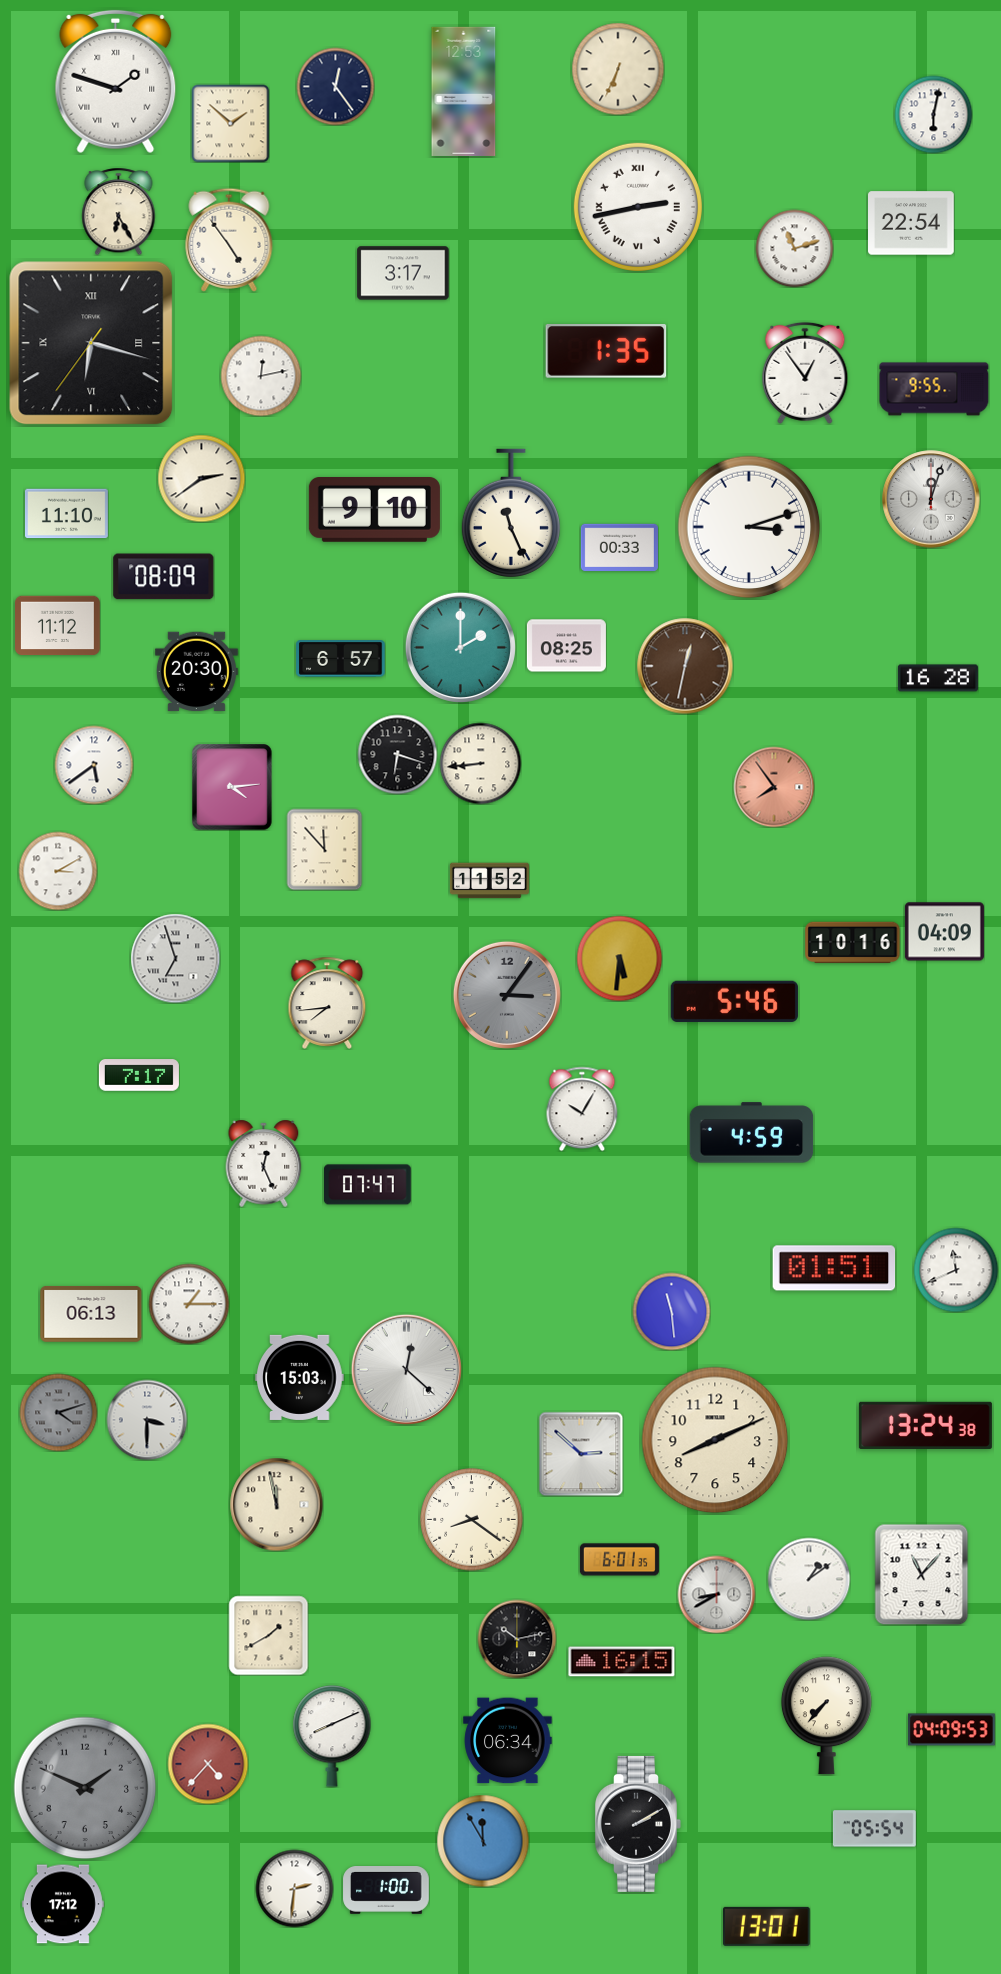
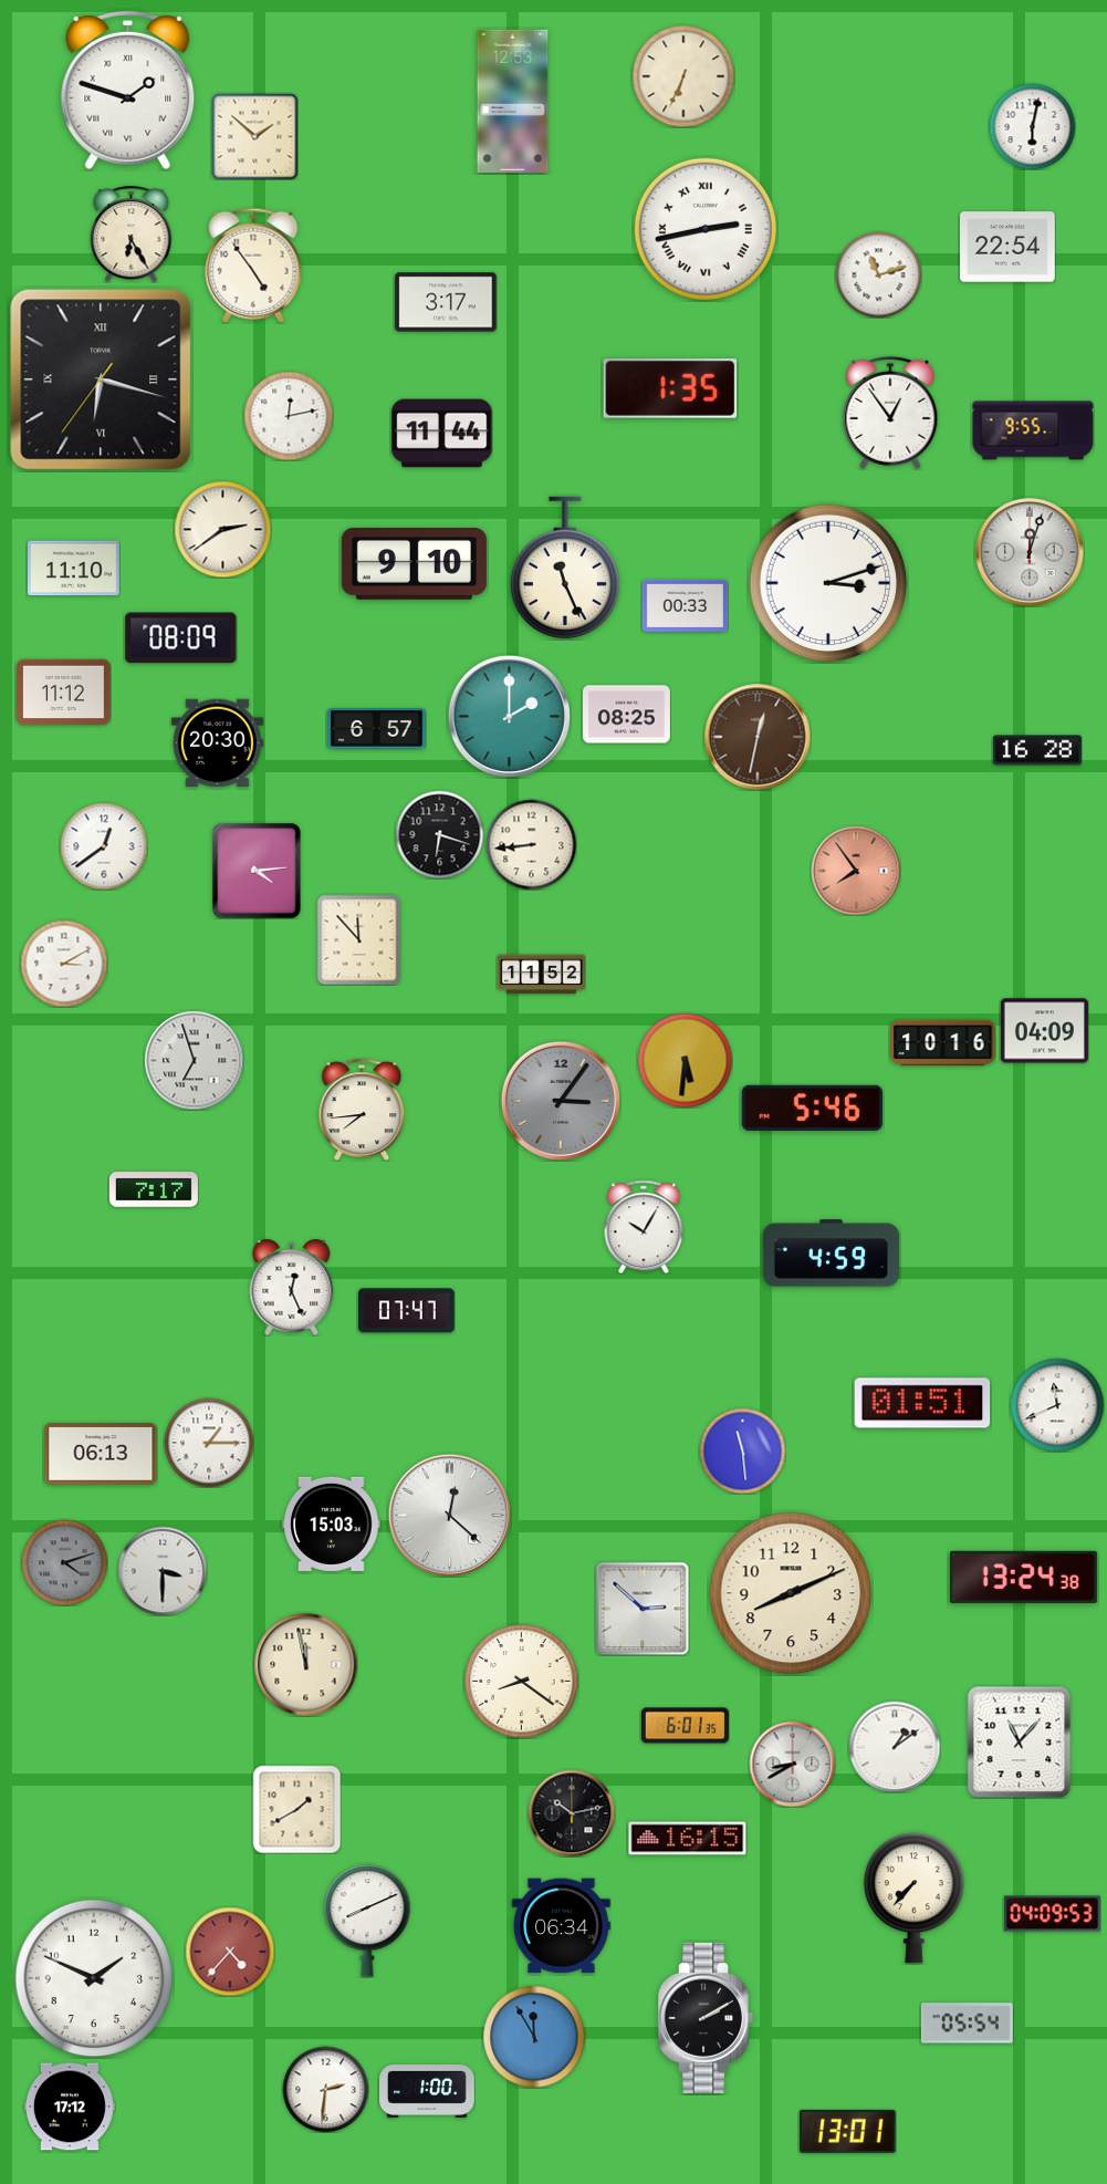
clock at (335, 86): 12:24 -> none
clock at (442, 434): none -> 11:44
clock at (94, 765): 5:39 -> 12:39
clock at (85, 1788) dial: grey -> white
